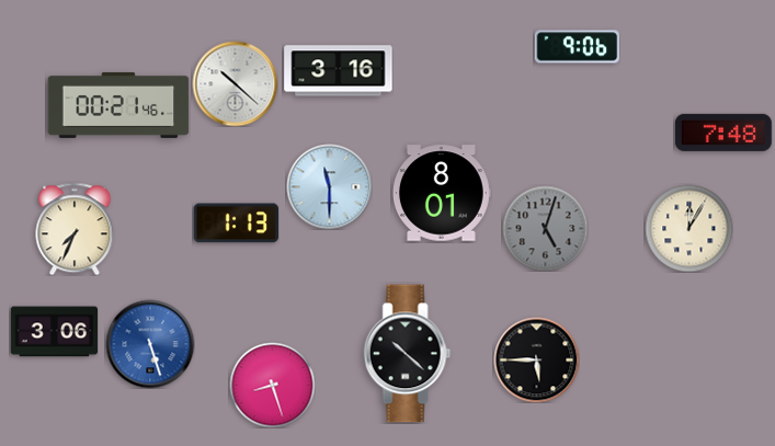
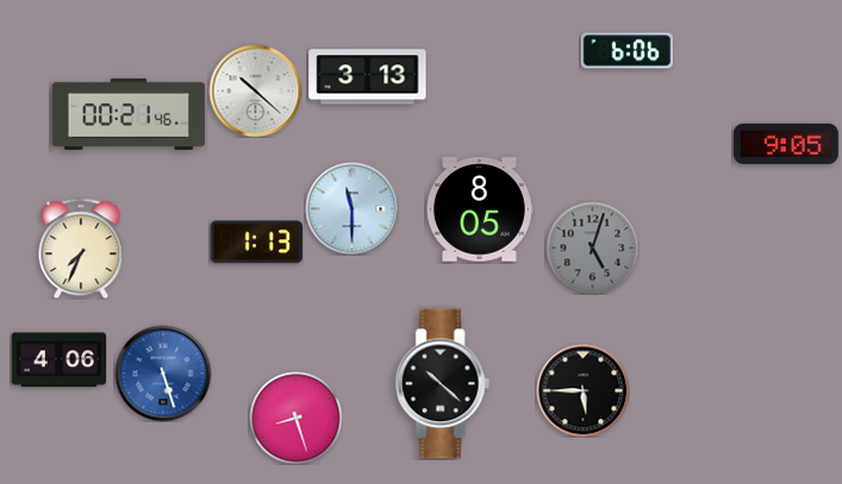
clock at (577, 47): 9:06 -> 6:06
clock at (339, 71): 3:16 -> 3:13
clock at (723, 133): 7:48 -> 9:05
clock at (329, 186) position: (329, 186) -> (351, 208)
clock at (443, 193): 8:01 -> 8:05
clock at (688, 228): 12:05 -> none
clock at (54, 332): 3:06 -> 4:06
